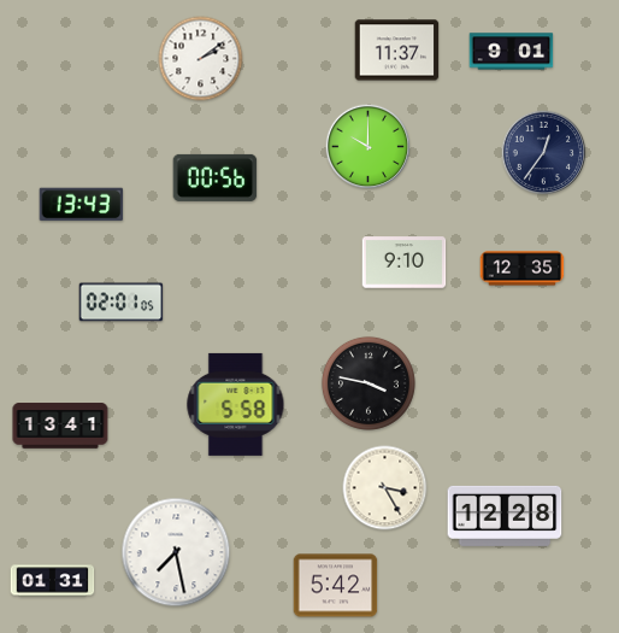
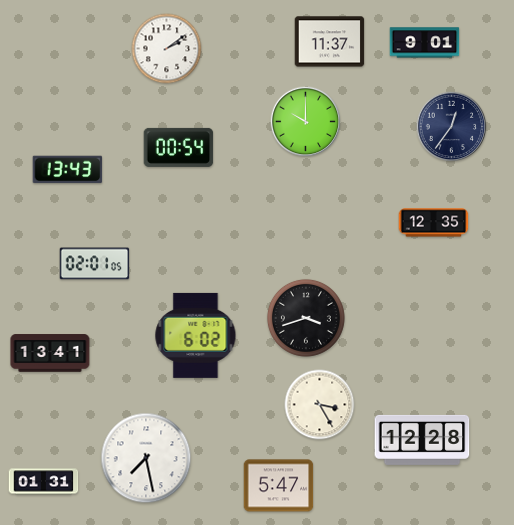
clock at (216, 177): 00:56 -> 00:54
clock at (405, 263): 9:10 -> none
clock at (122, 303) position: (122, 303) -> (95, 264)
clock at (369, 383): 3:47 -> 3:42
clock at (236, 404): 5:58 -> 6:02
clock at (505, 516) position: (505, 516) -> (422, 440)
clock at (336, 586): 5:42 -> 5:47
